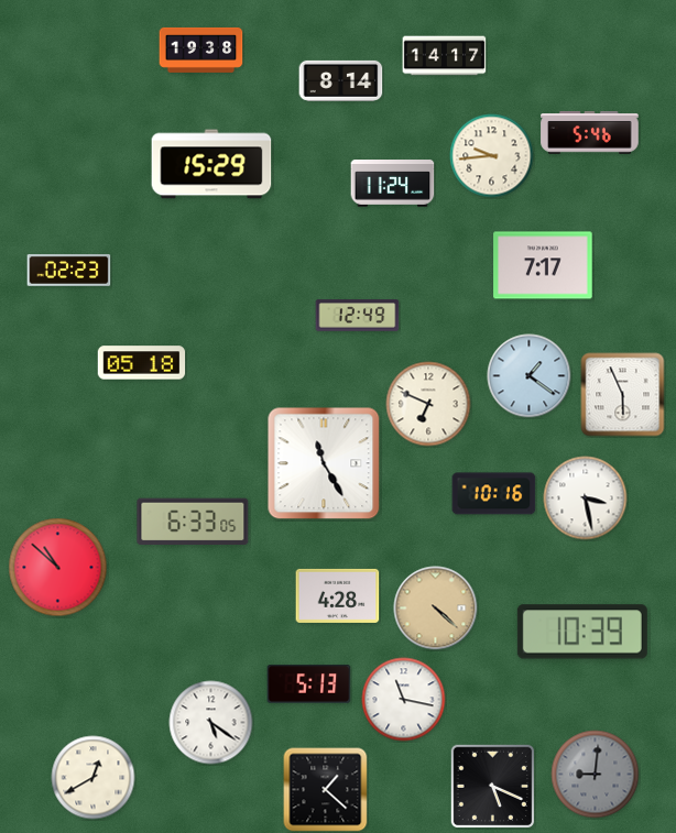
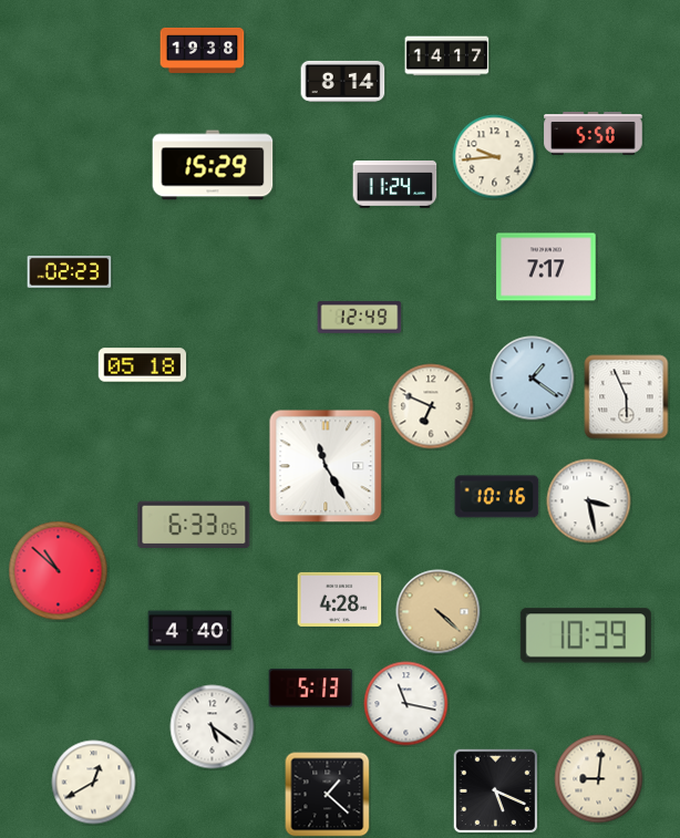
clock at (590, 133): 5:46 -> 5:50
clock at (190, 631): none -> 4:40
clock at (596, 775) dial: grey -> cream
